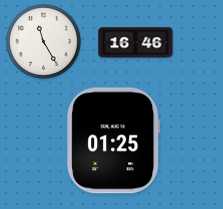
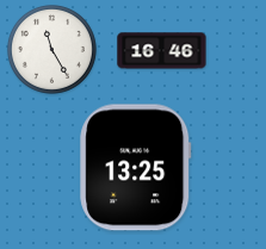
clock at (114, 141): 01:25 -> 13:25
